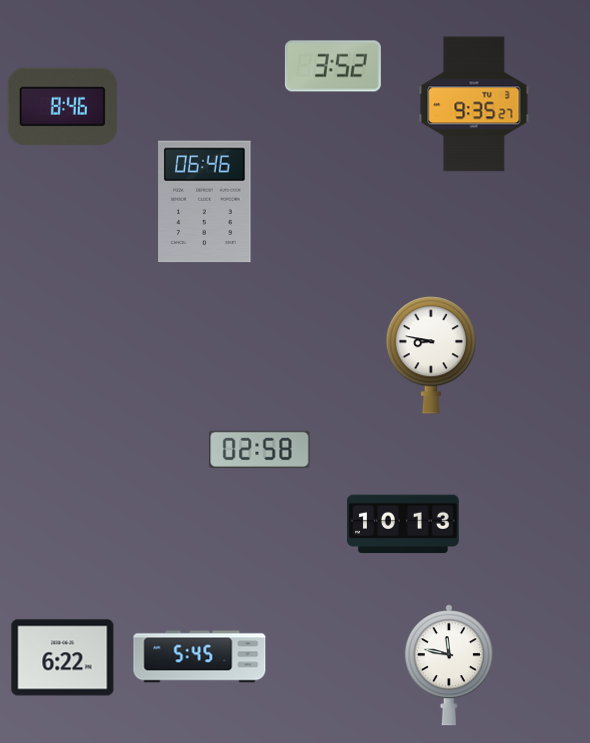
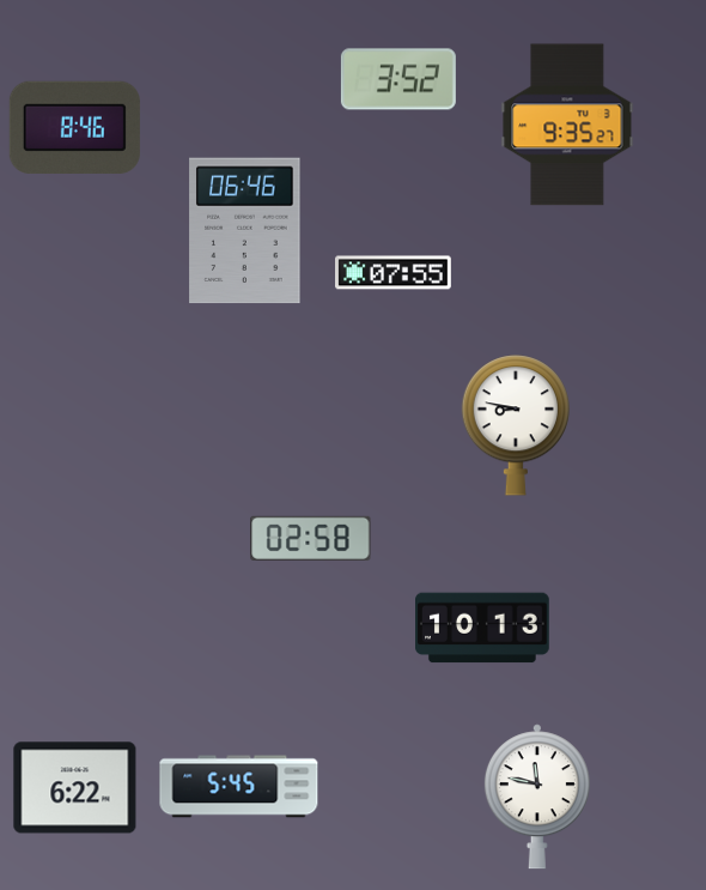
clock at (205, 202) position: (205, 202) -> (245, 231)
clock at (394, 273): none -> 07:55
